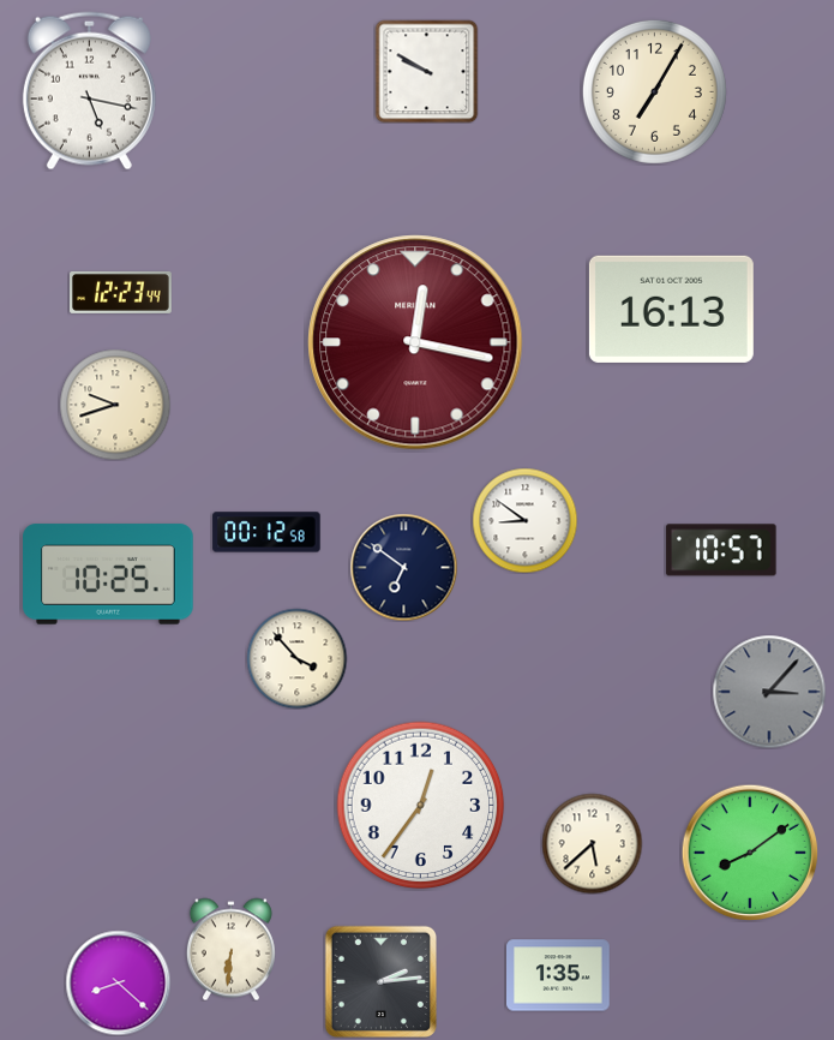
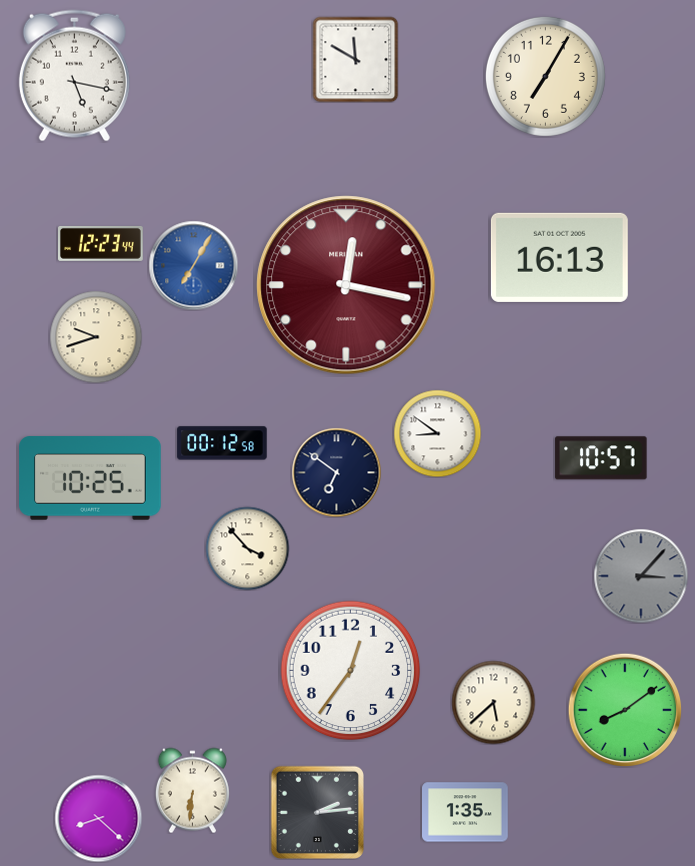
clock at (426, 71): 9:50 -> 11:50
clock at (193, 265): none -> 7:05
clock at (380, 981) position: (380, 981) -> (317, 812)
